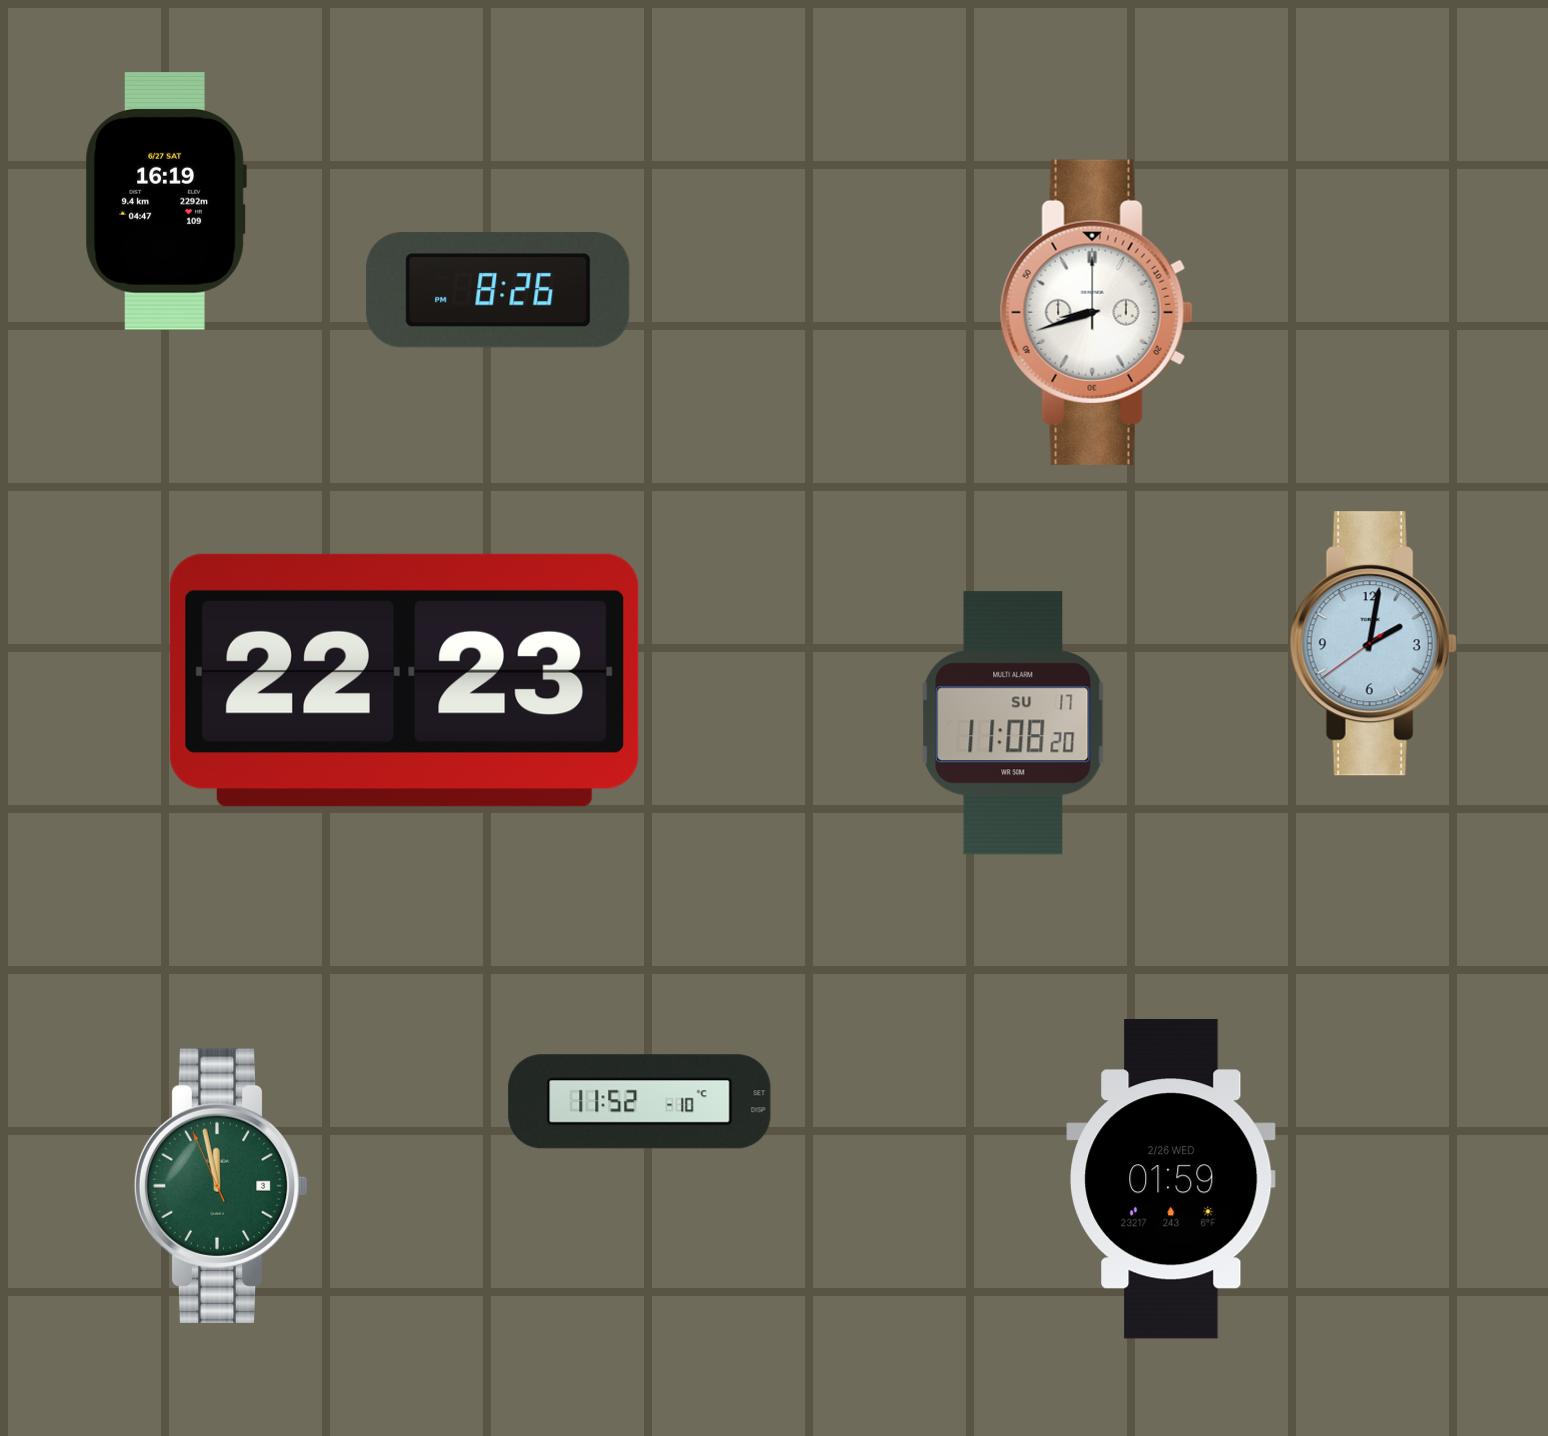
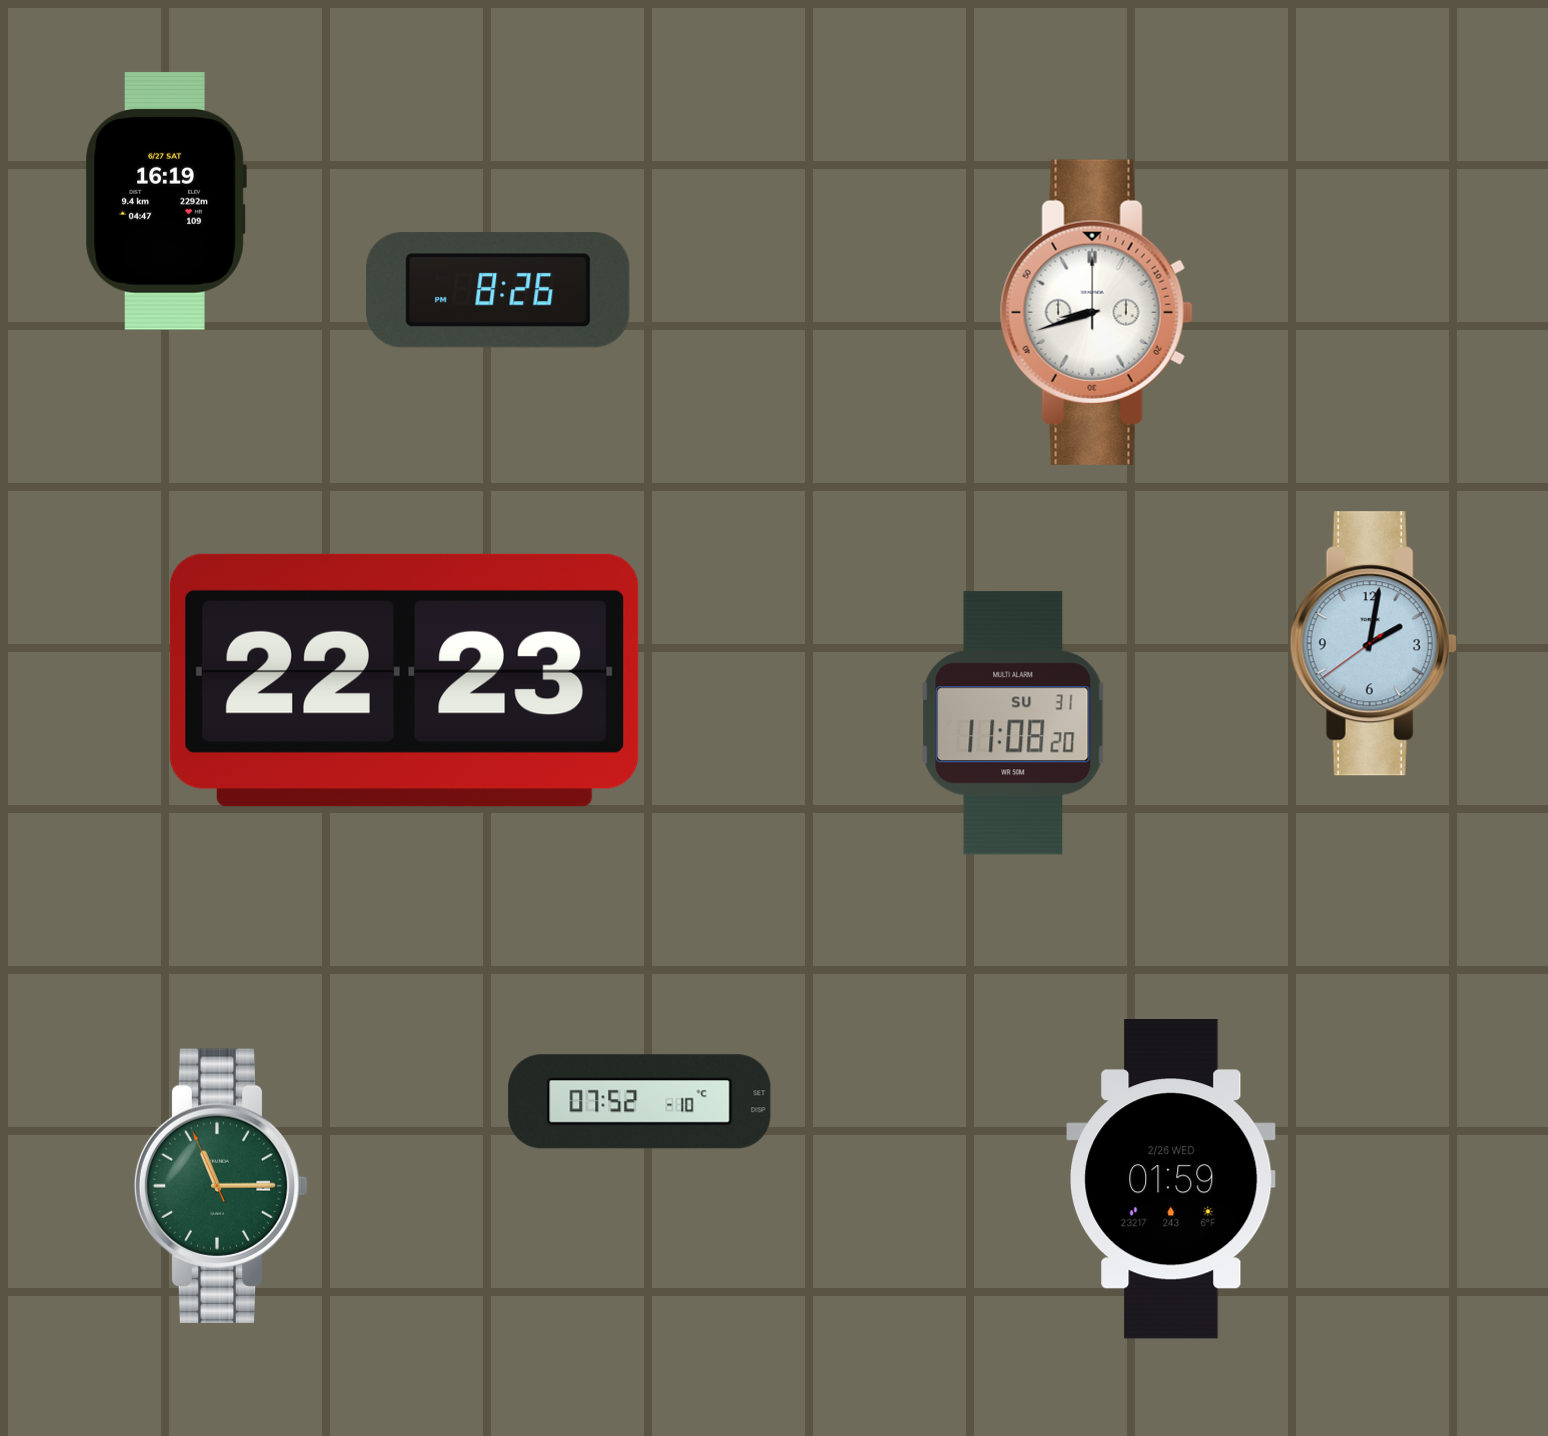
clock at (1013, 723) date: SU 17 -> SU 31
clock at (640, 1102): 11:52 -> 07:52
clock at (221, 1186): 11:57 -> 11:14
